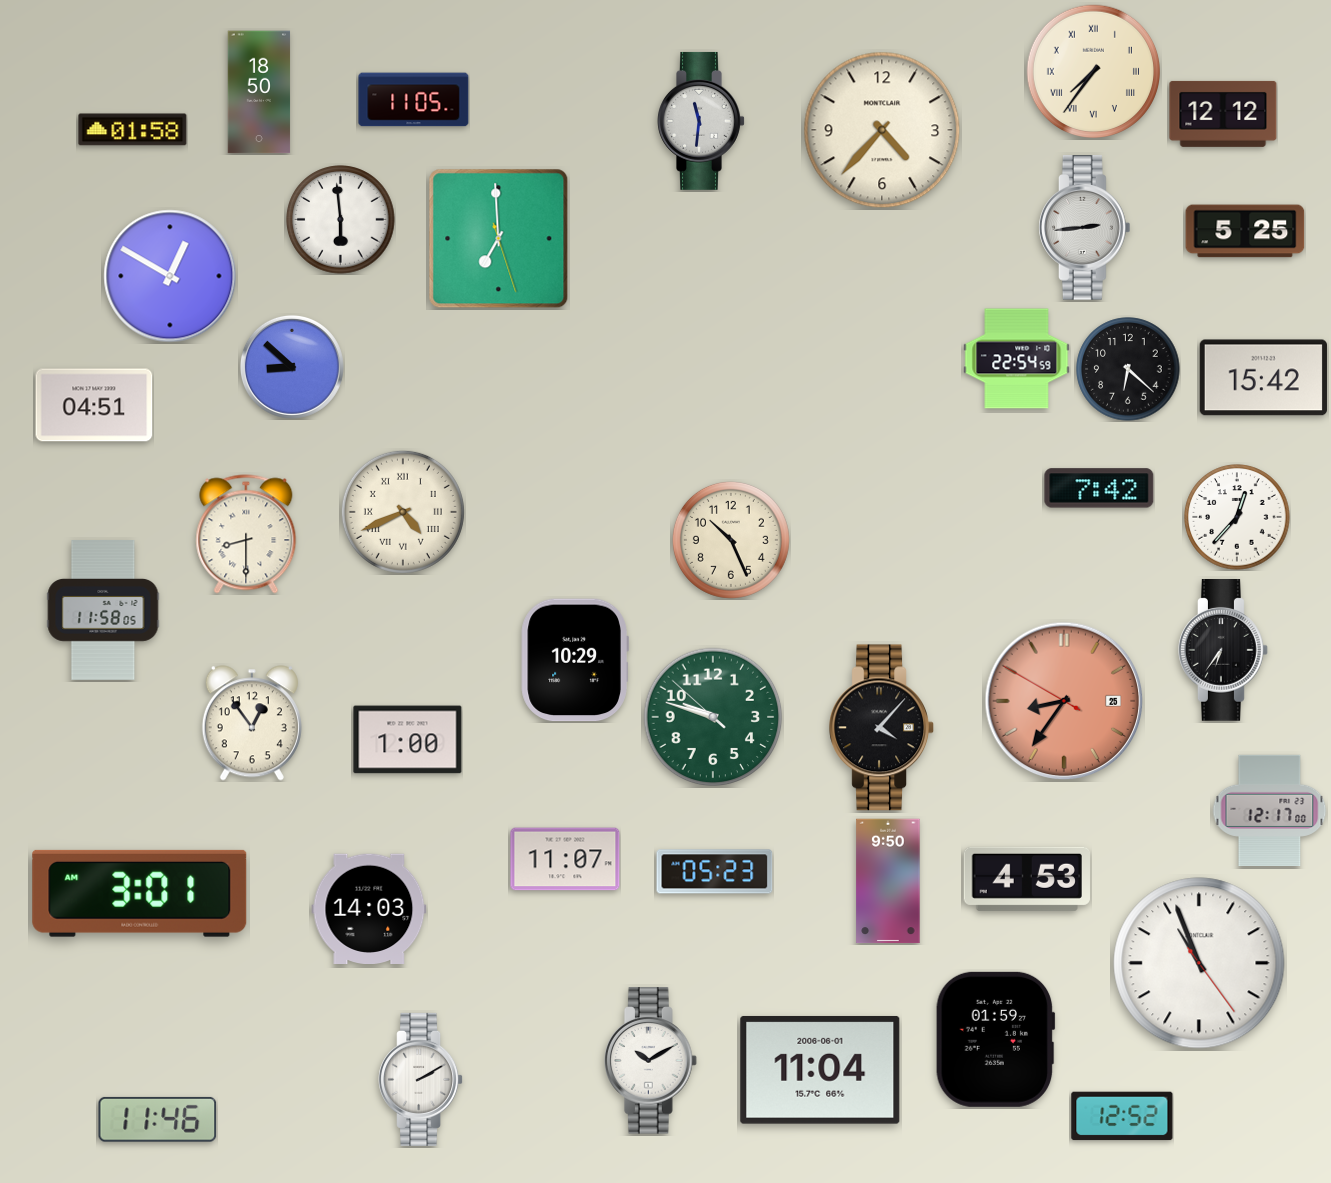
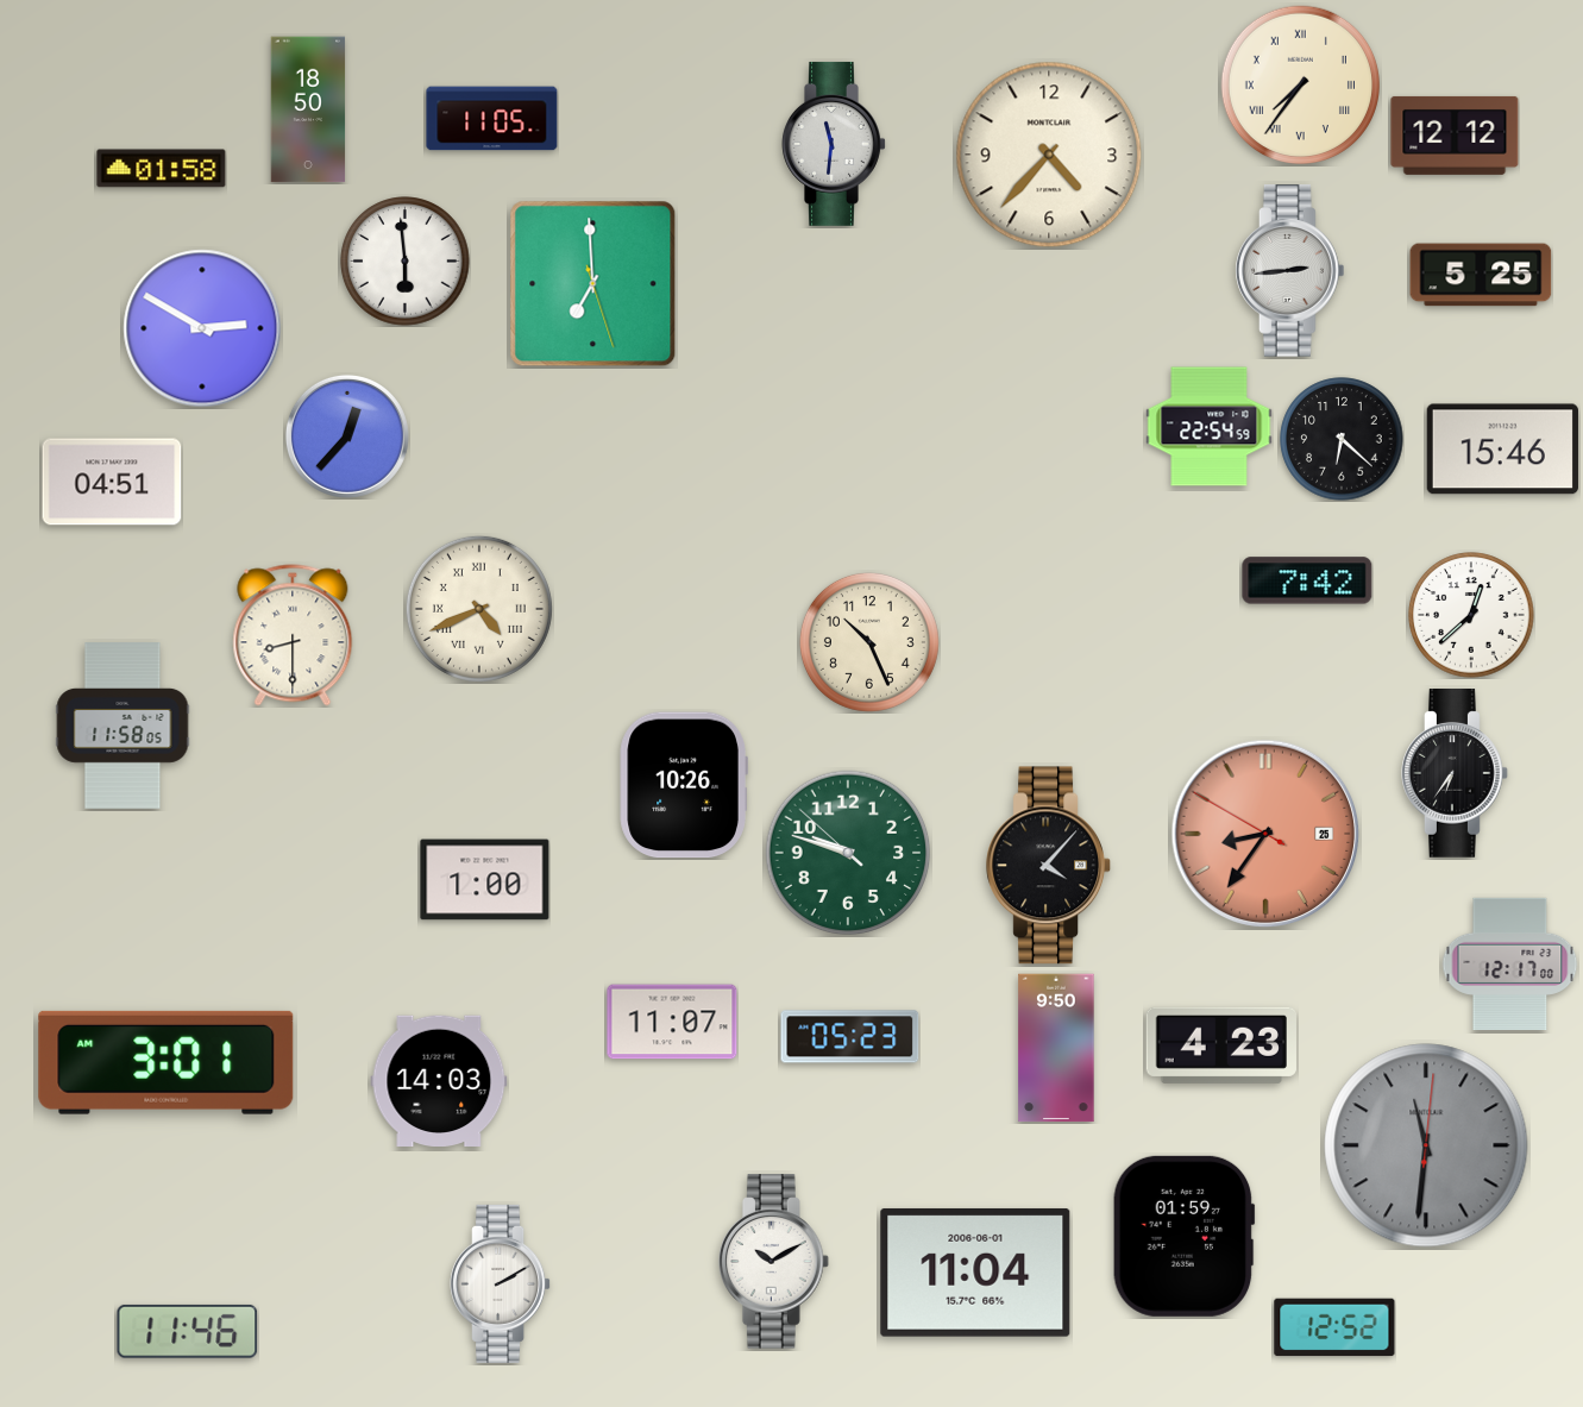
clock at (133, 130) position: (133, 130) -> (162, 169)
clock at (170, 276): 12:50 -> 2:50
clock at (292, 367): 8:52 -> 12:37
clock at (1263, 378): 15:42 -> 15:46
clock at (1237, 517): 12:37 -> 12:38
clock at (575, 660): 10:29 -> 10:26
clock at (252, 723): 12:54 -> none
clock at (1027, 879): 4:53 -> 4:23
clock at (1199, 963): 10:56 -> 11:31
clock at (1199, 963) dial: white -> grey
